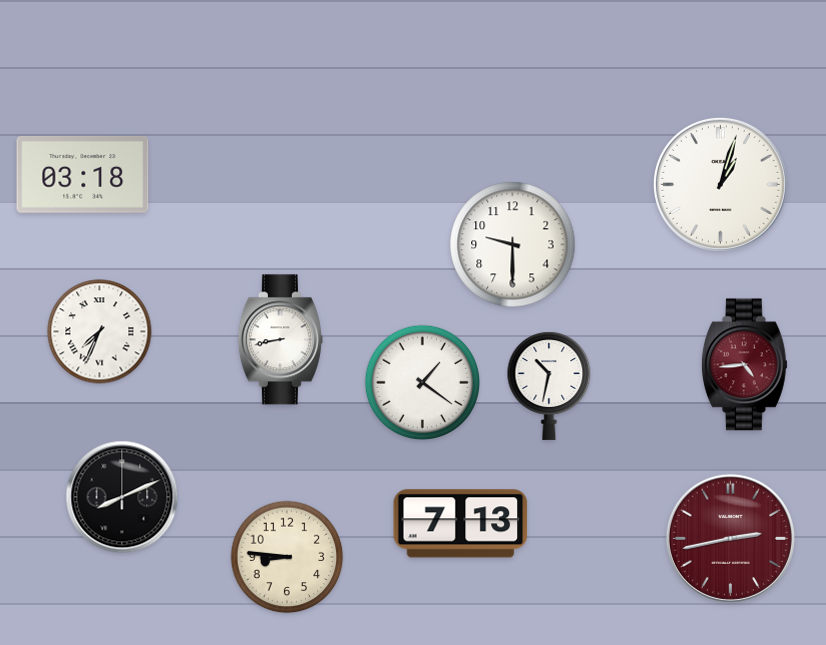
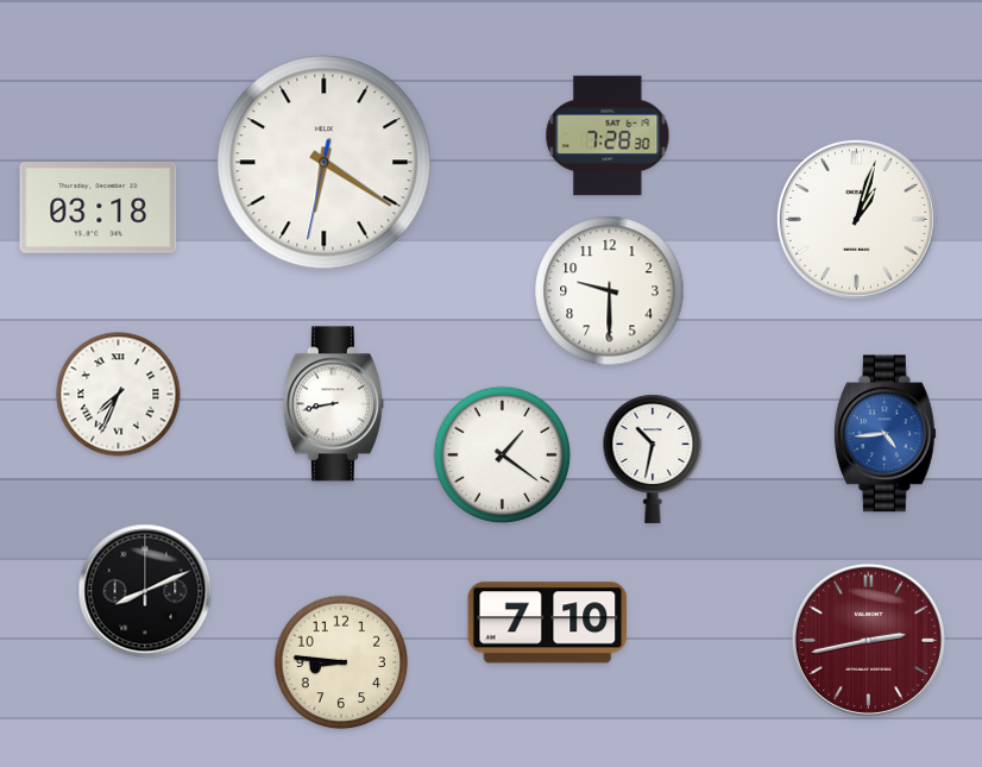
clock at (608, 136): none -> 7:28
clock at (325, 163): none -> 6:20
clock at (744, 365) dial: burgundy -> blue
clock at (461, 524): 7:13 -> 7:10
